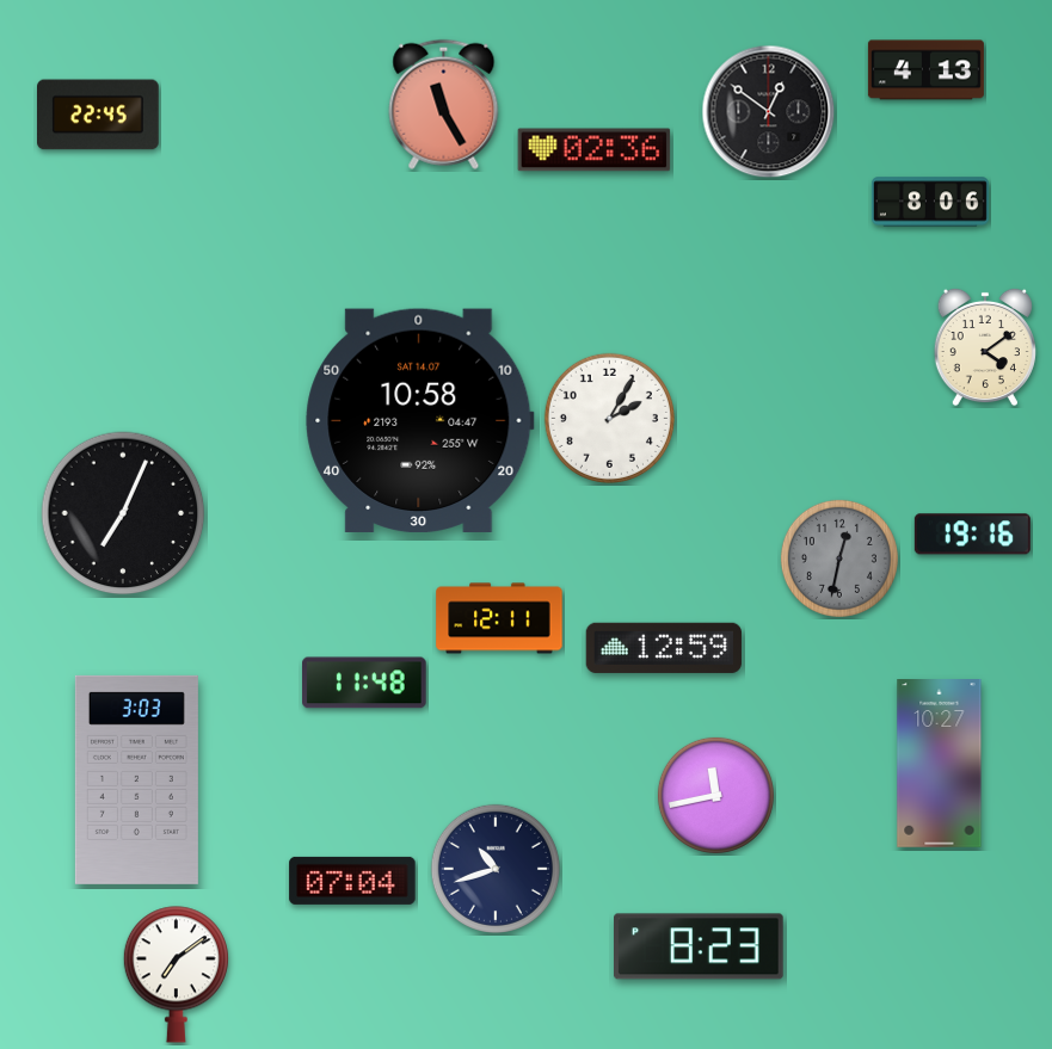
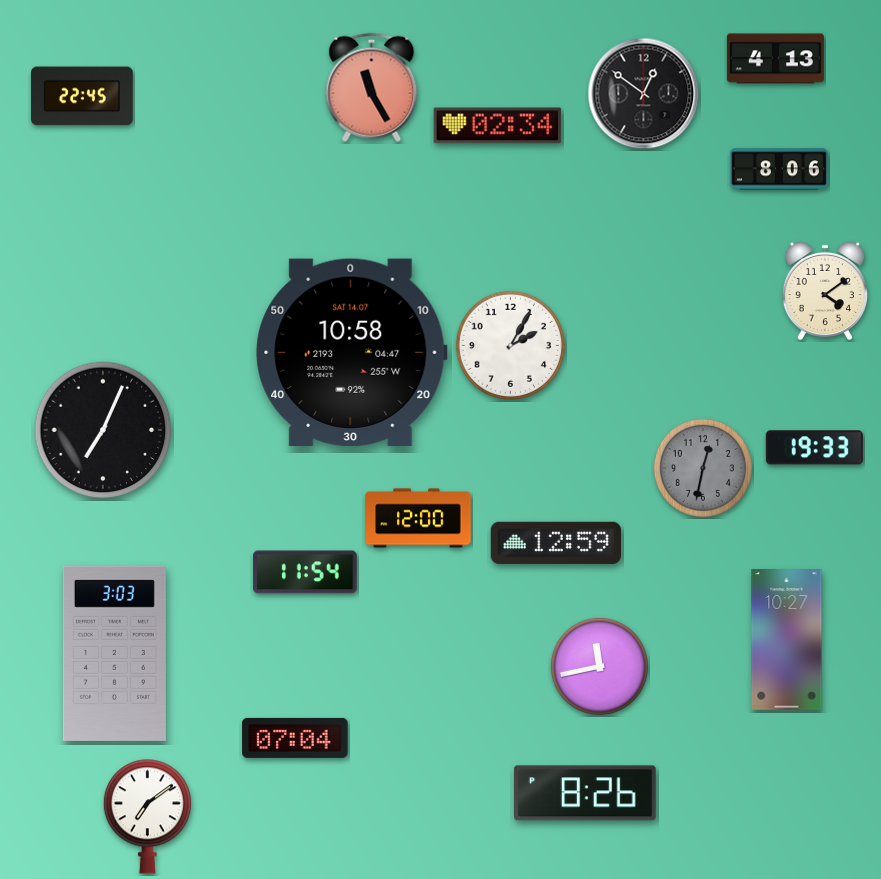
clock at (595, 150): 02:36 -> 02:34
clock at (609, 418) position: (609, 418) -> (510, 345)
clock at (972, 535): 19:16 -> 19:33
clock at (499, 618): 12:11 -> 12:00
clock at (364, 683): 11:48 -> 11:54
clock at (496, 869): 10:42 -> none
clock at (700, 946): 8:23 -> 8:26
